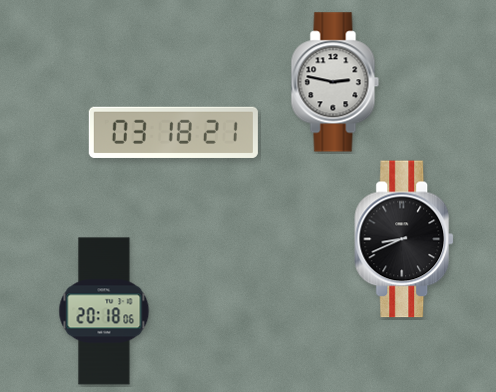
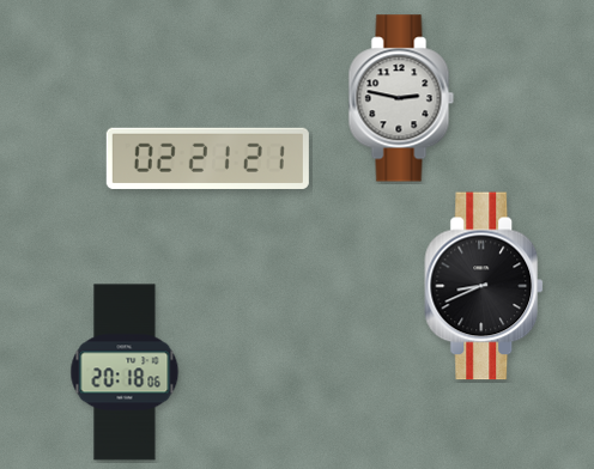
clock at (173, 132): 03:18 -> 02:21
